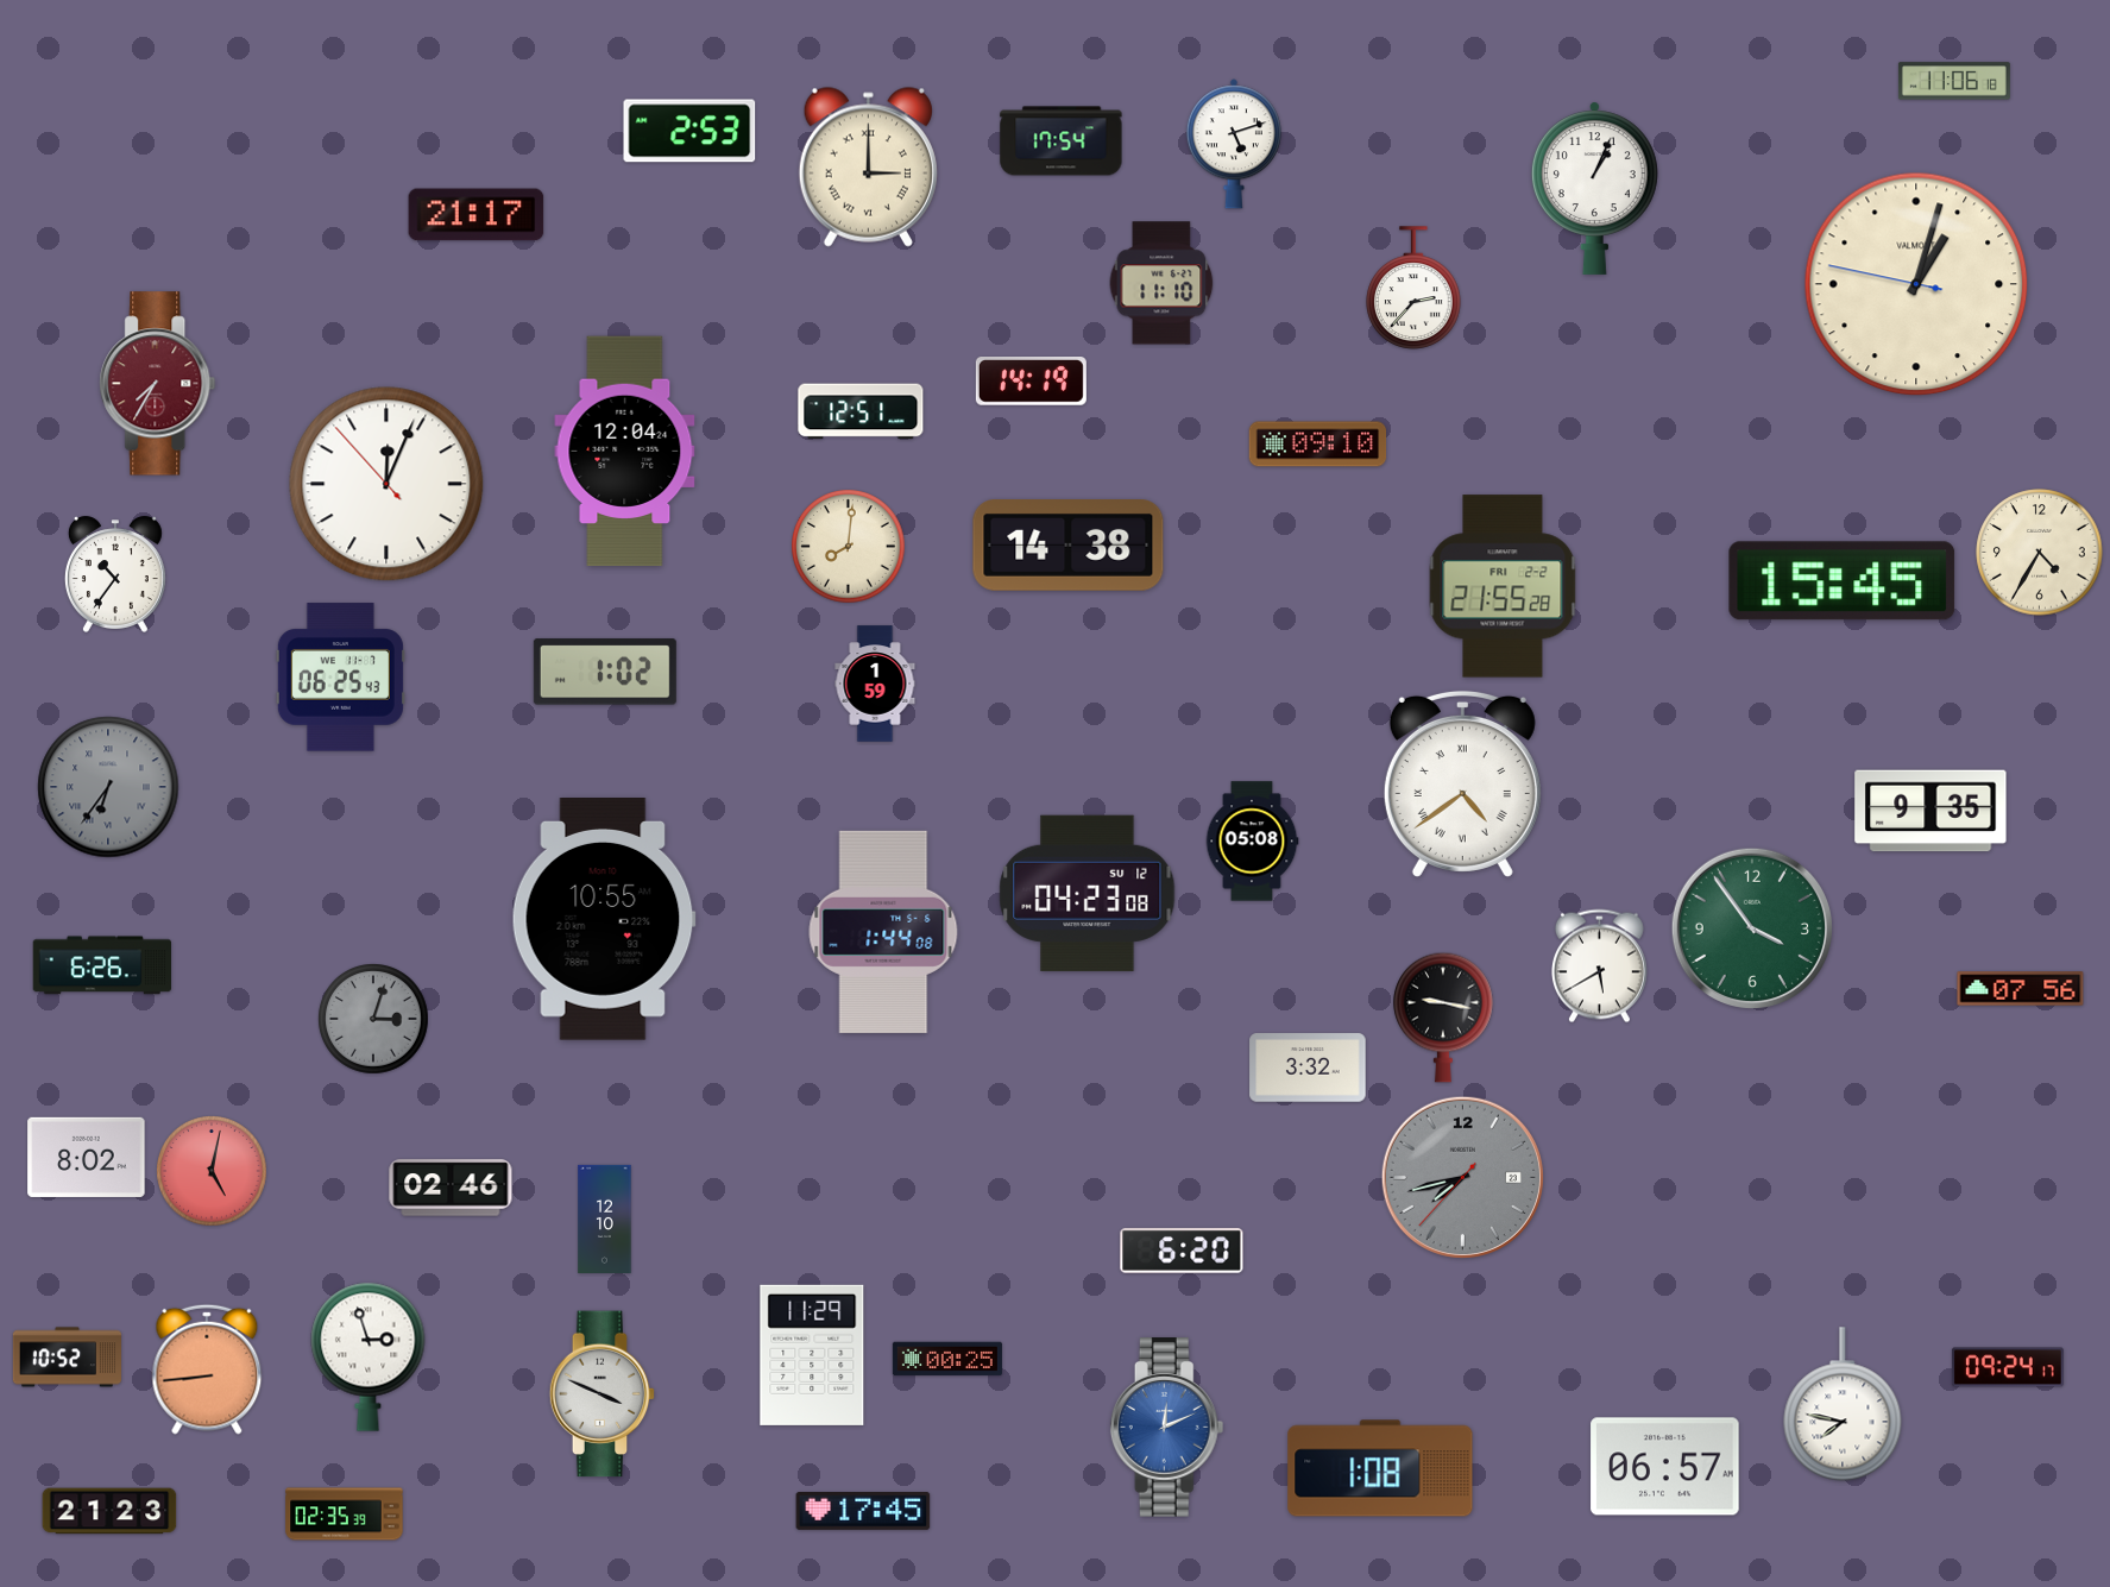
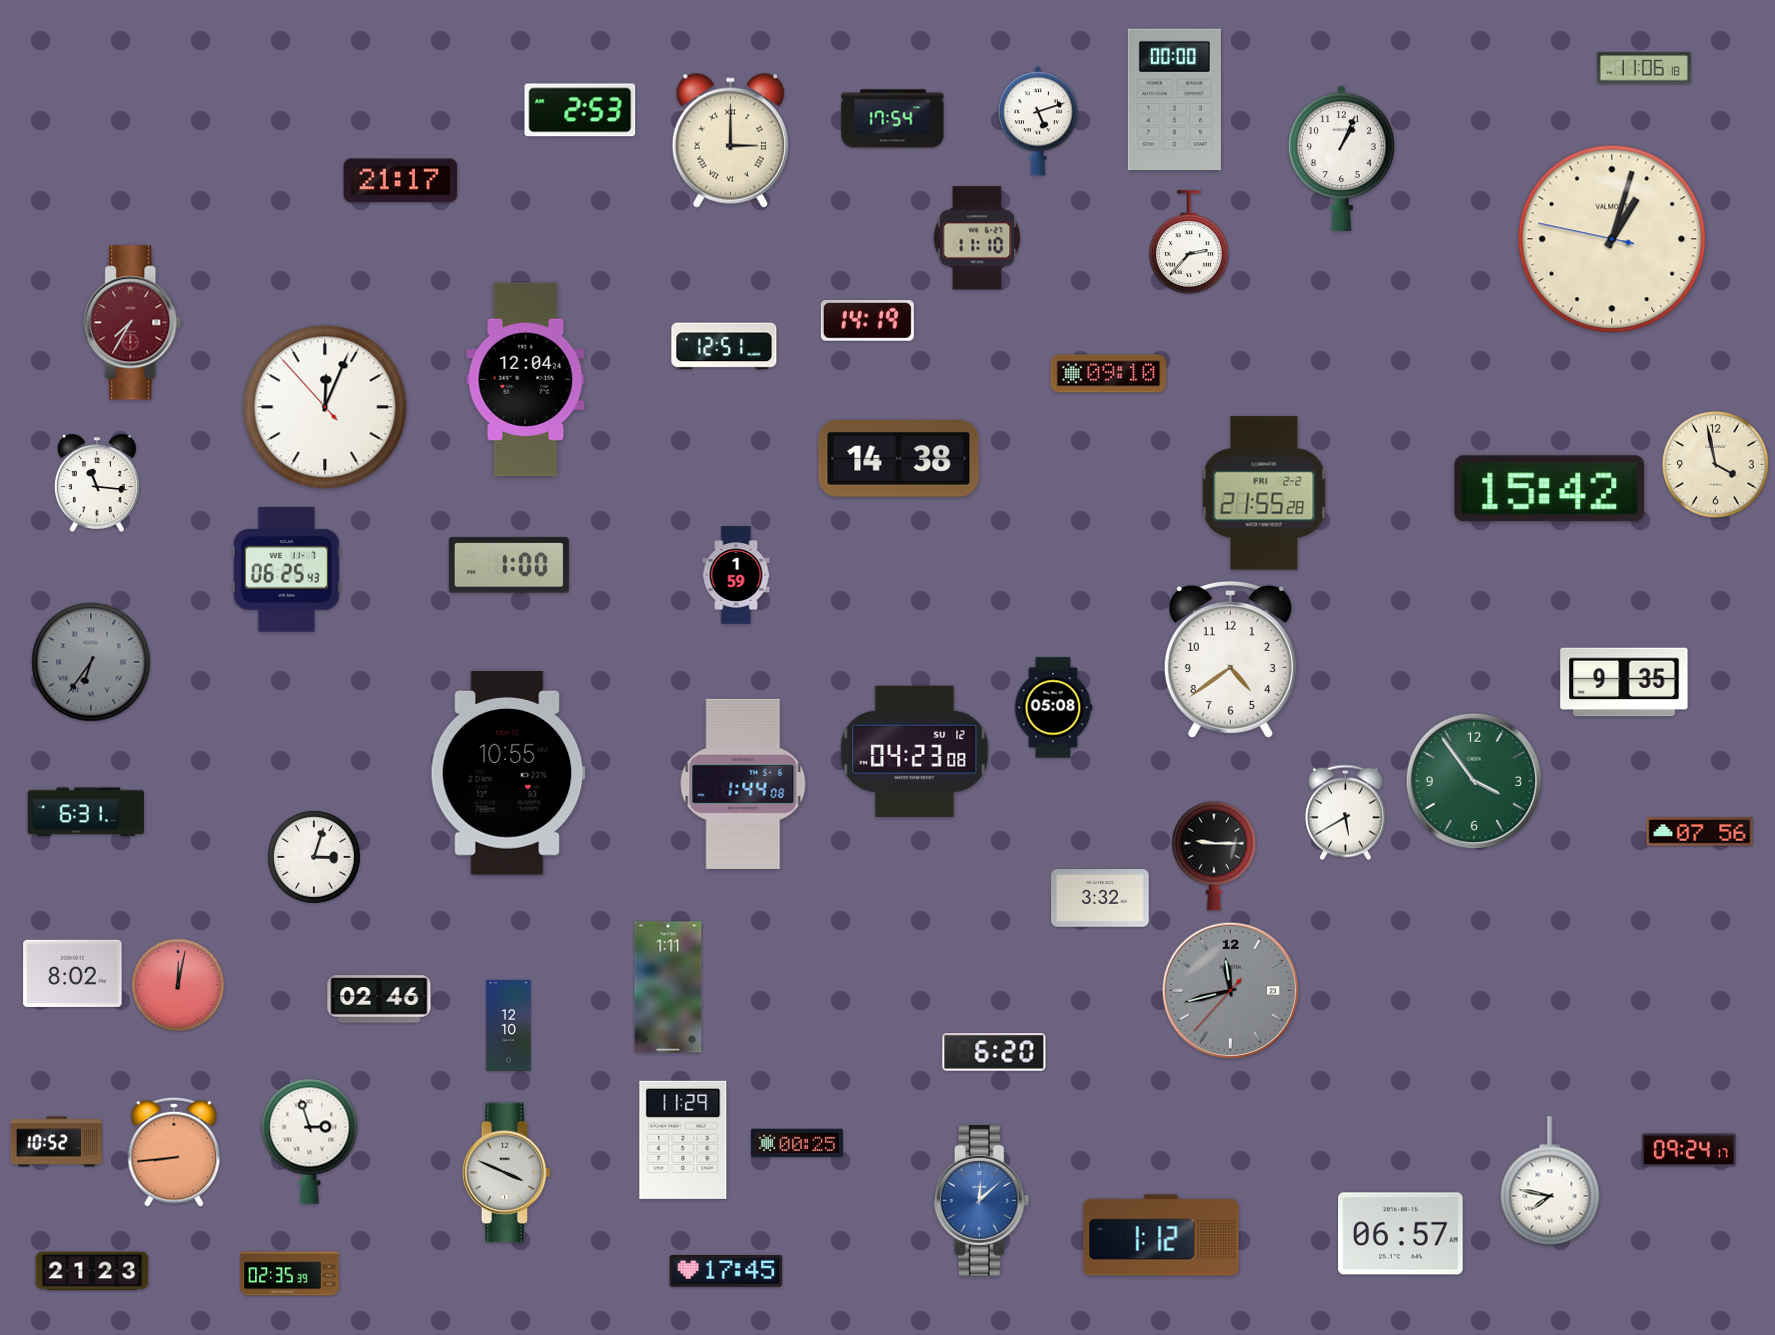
clock at (1174, 100): none -> 00:00
clock at (849, 547): 8:01 -> none
clock at (2040, 553): 4:35 -> 3:58
clock at (115, 574): 10:36 -> 11:16
clock at (1843, 581): 15:45 -> 15:42
clock at (605, 672): 1:02 -> 1:00
clock at (1462, 783) numerals: Roman -> Arabic
clock at (101, 965): 6:26 -> 6:31
clock at (1443, 1018): 9:17 -> 9:15
clock at (374, 1020) dial: grey -> white
clock at (213, 1172): 5:02 -> 12:02
clock at (668, 987): none -> 1:11
clock at (1462, 1177): 7:42 -> 11:42
clock at (1167, 1428): 12:11 -> 12:08
clock at (1380, 1468): 1:08 -> 1:12
